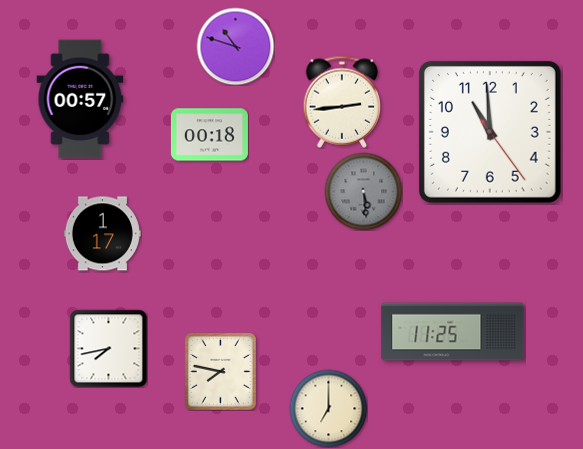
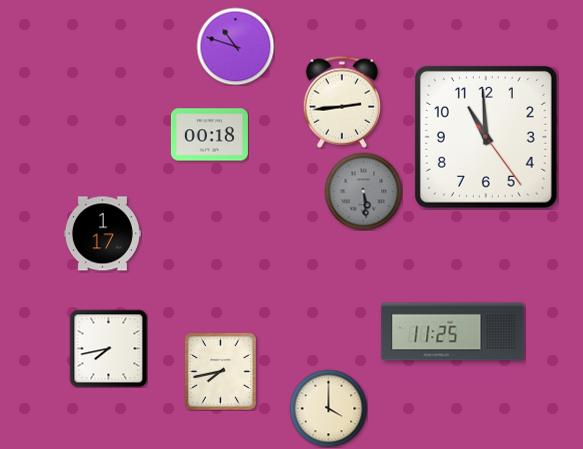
clock at (80, 99): 00:57 -> none
clock at (490, 132) position: (490, 132) -> (486, 137)
clock at (221, 372): 7:47 -> 7:43
clock at (328, 408): 7:00 -> 4:00
